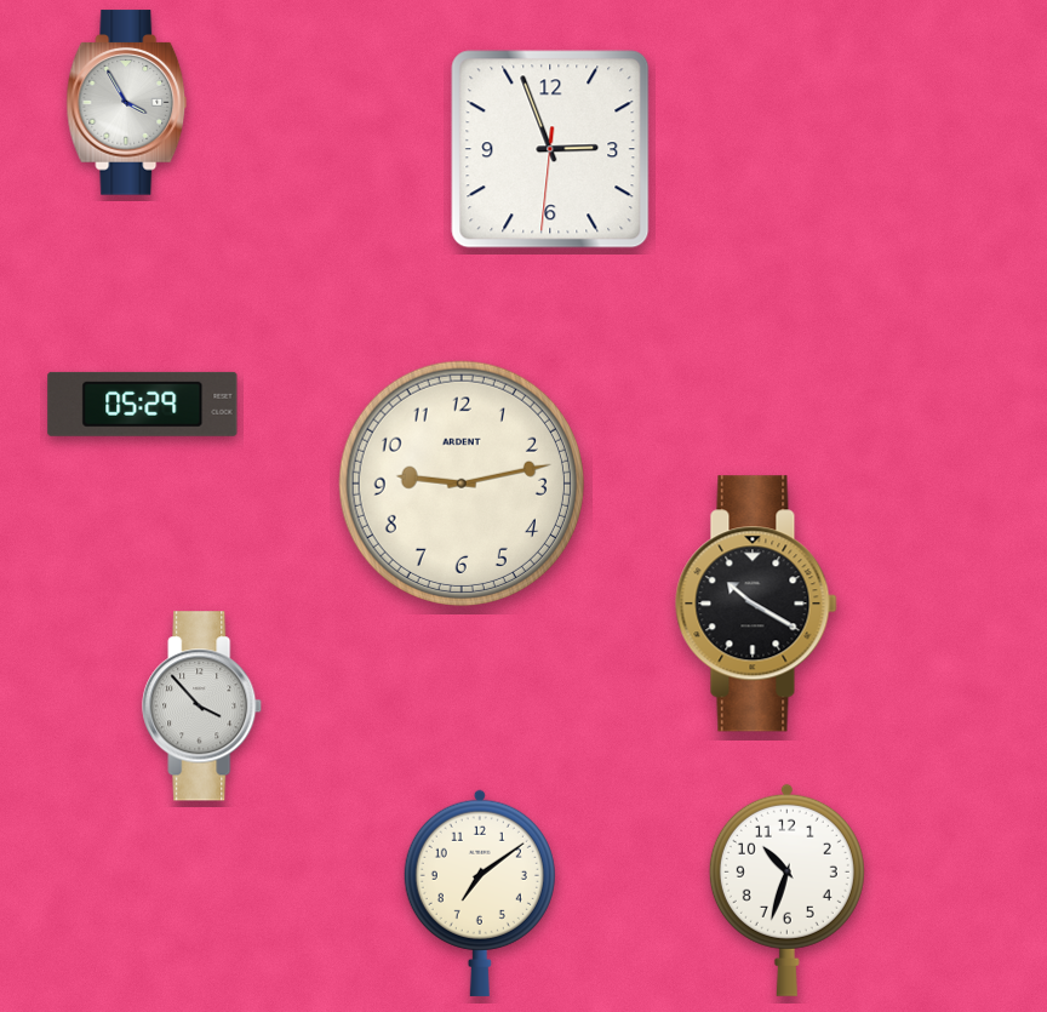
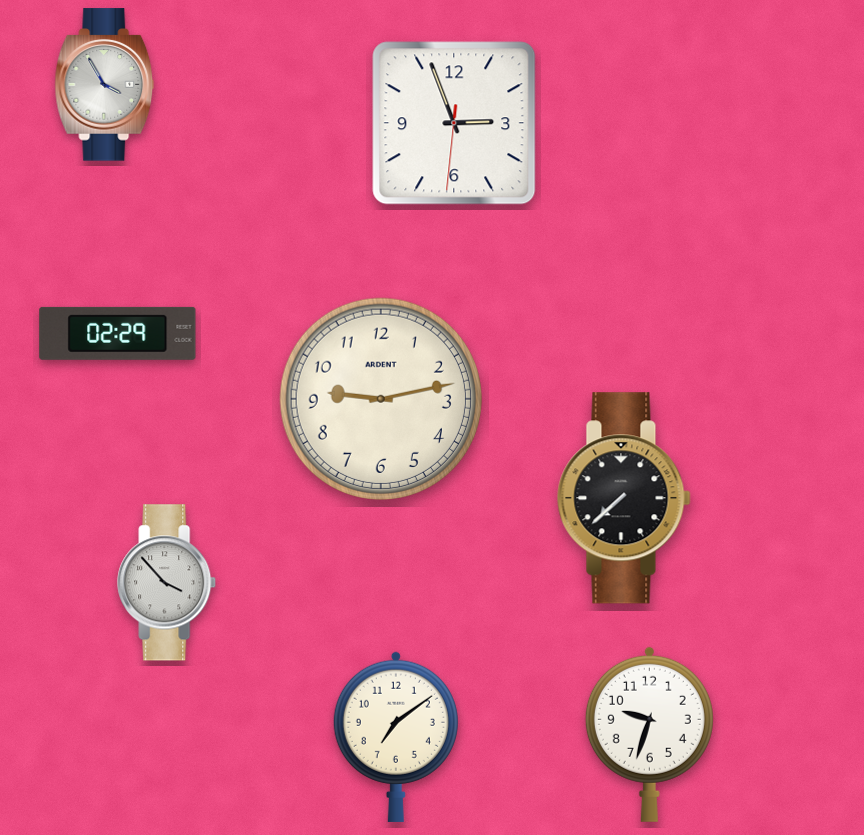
clock at (143, 404): 05:29 -> 02:29
clock at (756, 604): 10:20 -> 7:38
clock at (786, 890): 10:33 -> 9:33
